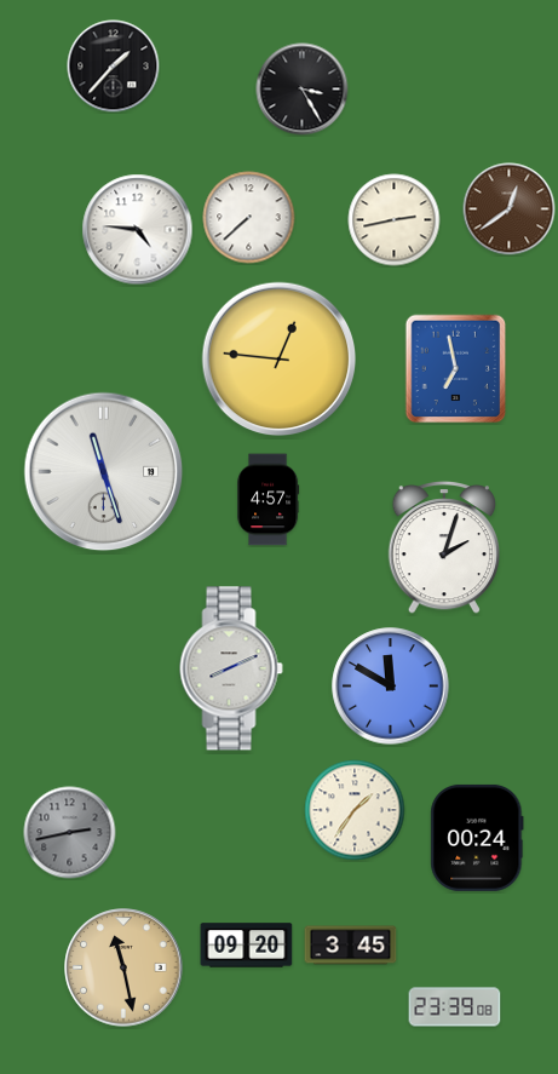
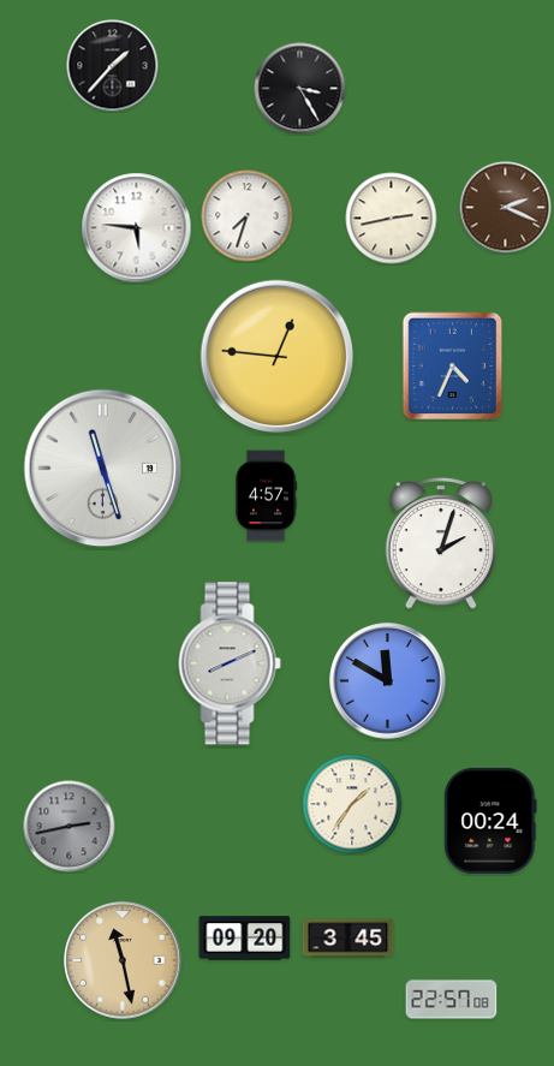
clock at (510, 209): 12:39 -> 2:19
clock at (249, 218): 7:38 -> 7:33
clock at (138, 230): 4:46 -> 5:46
clock at (456, 369): 6:58 -> 4:34
clock at (477, 838) position: (477, 838) -> (490, 821)
clock at (455, 1007): 23:39 -> 22:57
